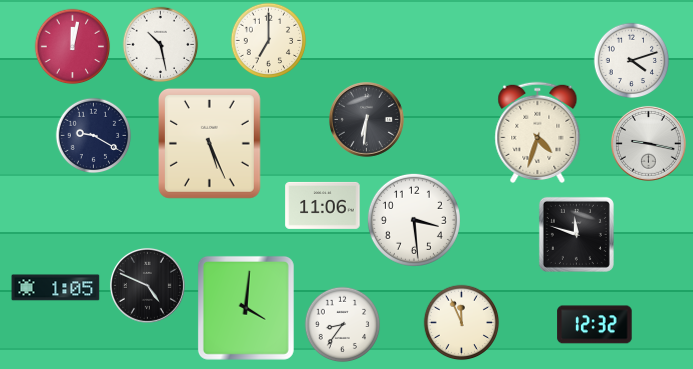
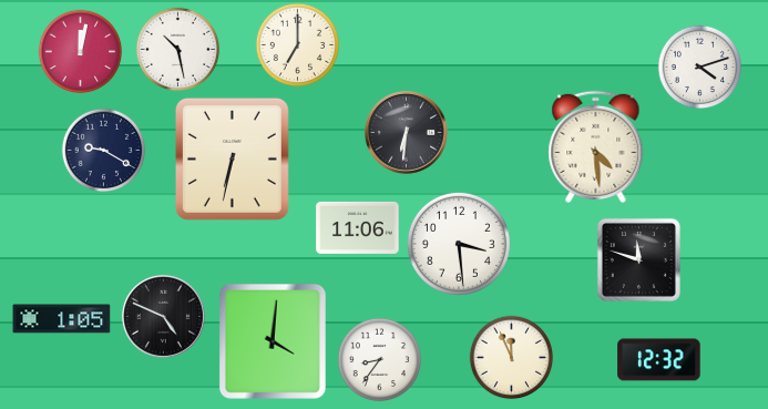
clock at (538, 132): 4:33 -> 4:29
clock at (209, 143): 5:26 -> 6:32
clock at (648, 143): 9:17 -> none
